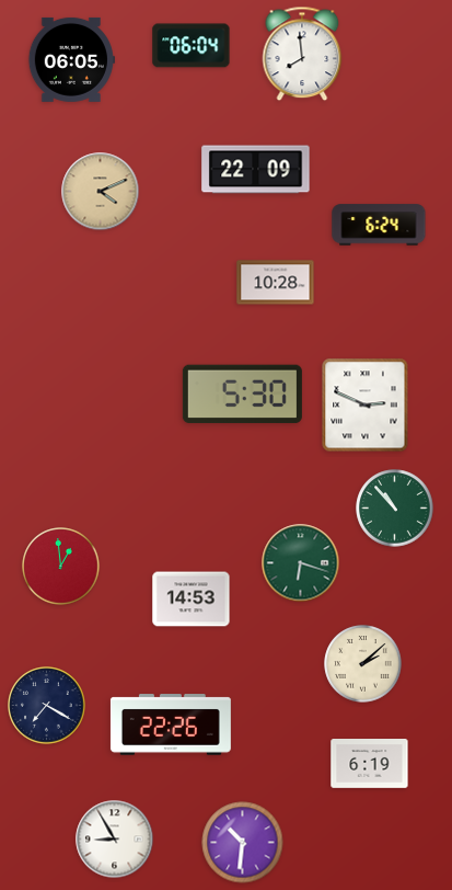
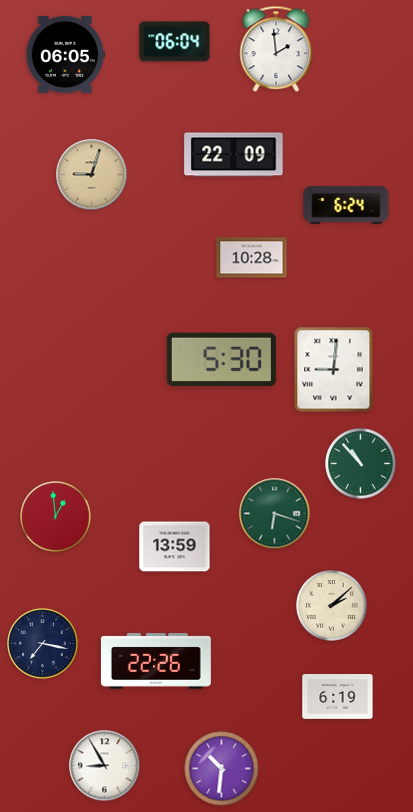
clock at (302, 54): 7:59 -> 1:59
clock at (101, 192): 4:11 -> 9:03
clock at (366, 406): 2:49 -> 9:01
clock at (192, 600): 14:53 -> 13:59
clock at (47, 706): 7:20 -> 7:17
